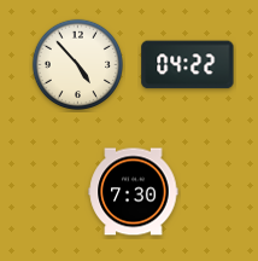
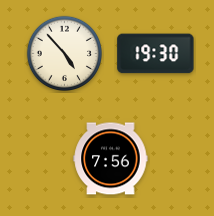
clock at (188, 65): 04:22 -> 19:30
clock at (134, 192): 7:30 -> 7:56
